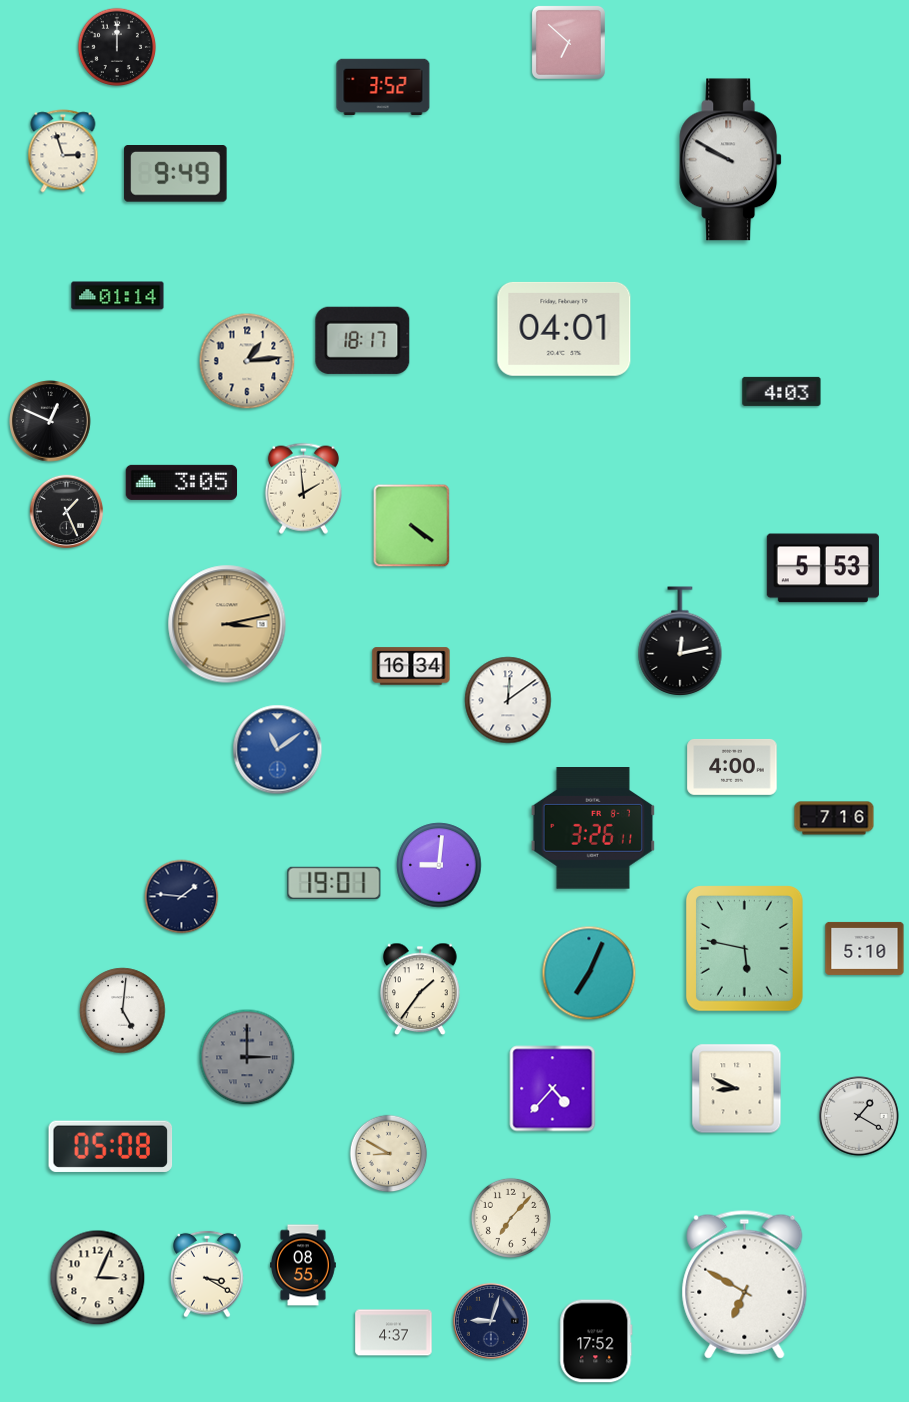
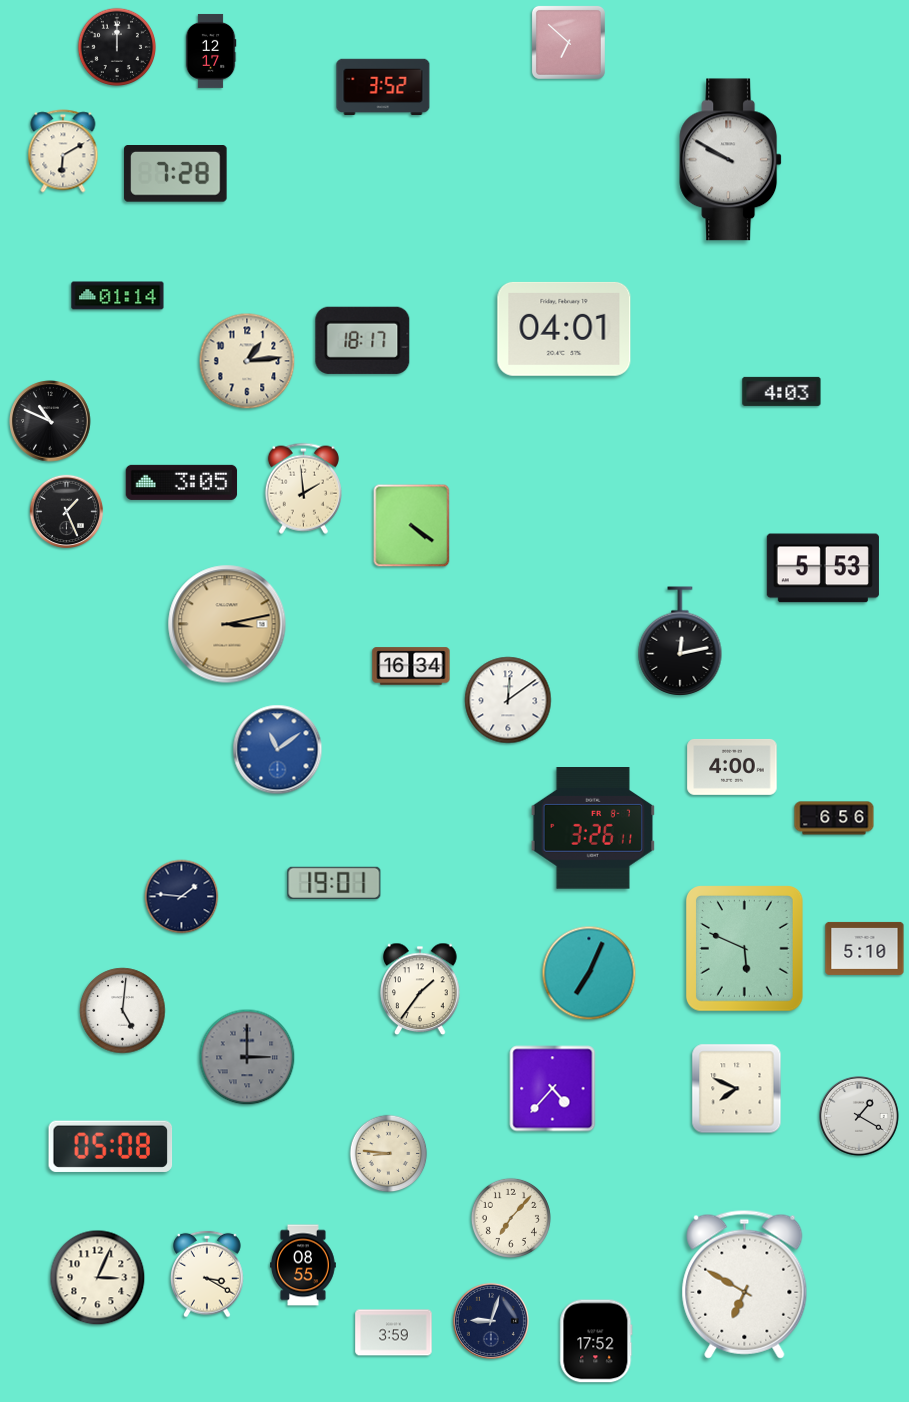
clock at (211, 51): none -> 12:17
clock at (63, 151): 2:57 -> 6:10
clock at (176, 174): 9:49 -> 7:28
clock at (50, 421): 12:49 -> 10:49
clock at (834, 818): 7:16 -> 6:56
clock at (439, 865): 9:01 -> none
clock at (745, 949): 5:47 -> 5:49
clock at (737, 1089): 8:49 -> 7:49
clock at (389, 1154): 8:50 -> 8:46
clock at (394, 1333): 4:37 -> 3:59
